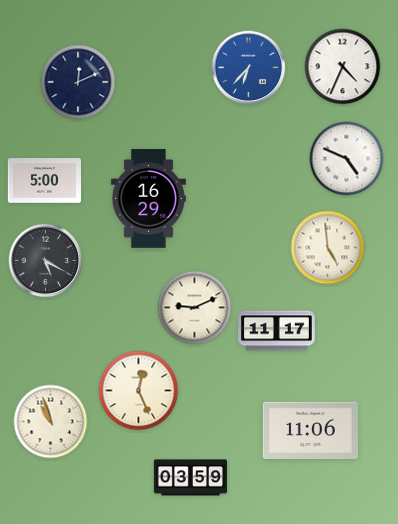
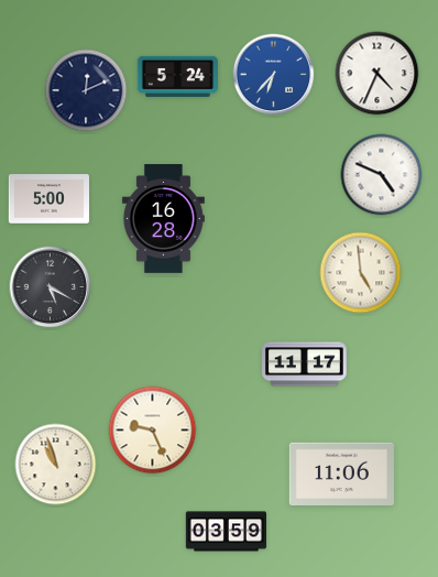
clock at (177, 76): none -> 5:24
clock at (148, 199): 16:29 -> 16:28
clock at (195, 308): 9:11 -> none
clock at (139, 391): 12:26 -> 9:26
clock at (191, 478) position: (191, 478) -> (227, 532)
